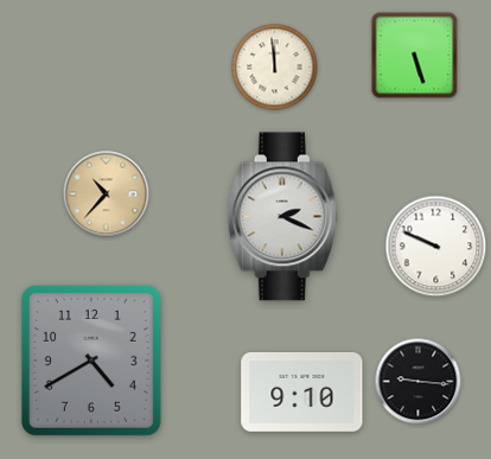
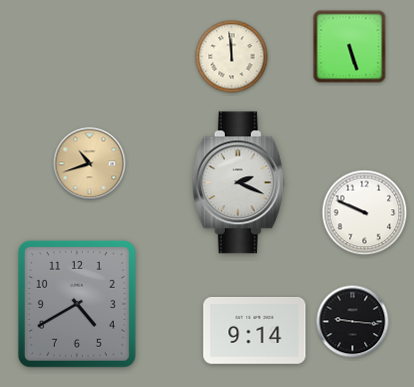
clock at (107, 195): 10:37 -> 10:42
clock at (436, 247) position: (436, 247) -> (365, 213)
clock at (302, 391): 9:10 -> 9:14
